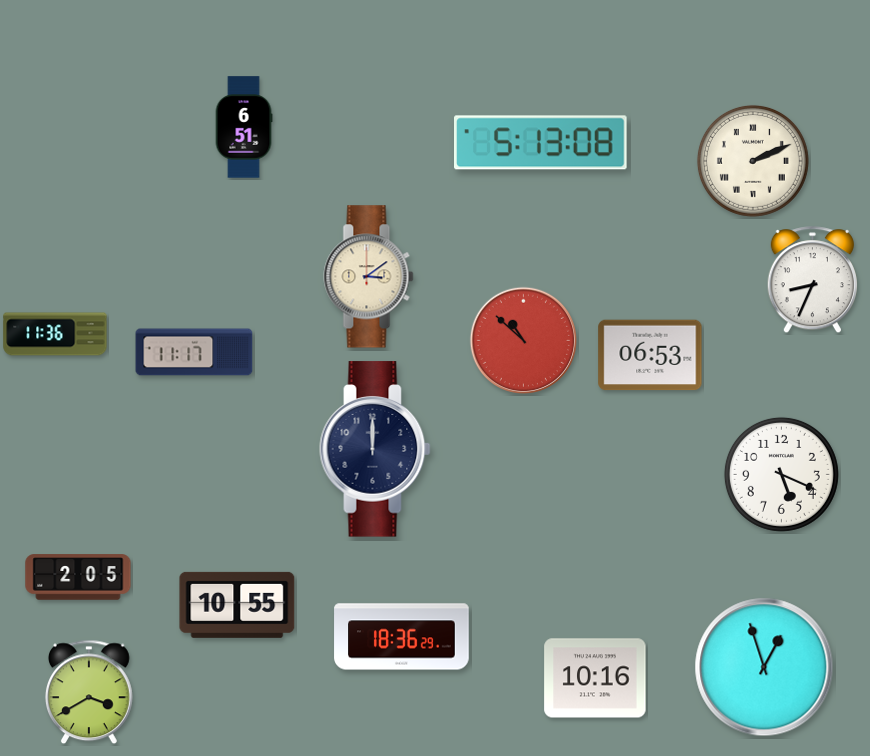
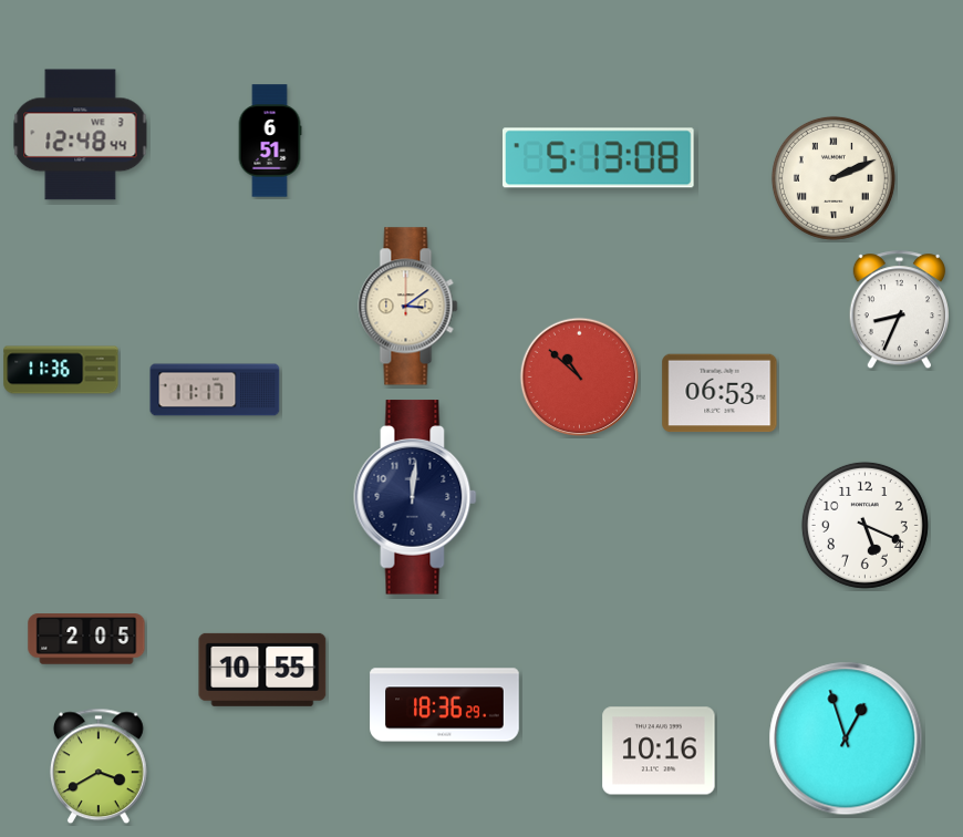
clock at (81, 135): none -> 12:48
clock at (375, 449): 12:00 -> 12:01
